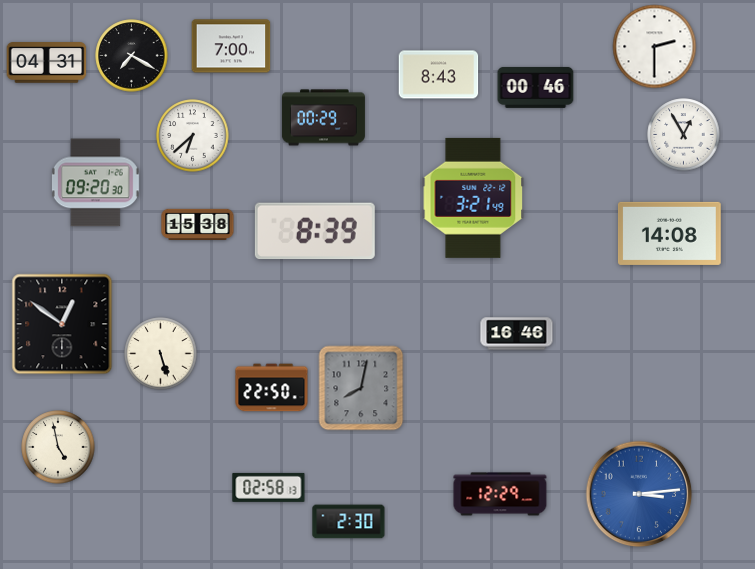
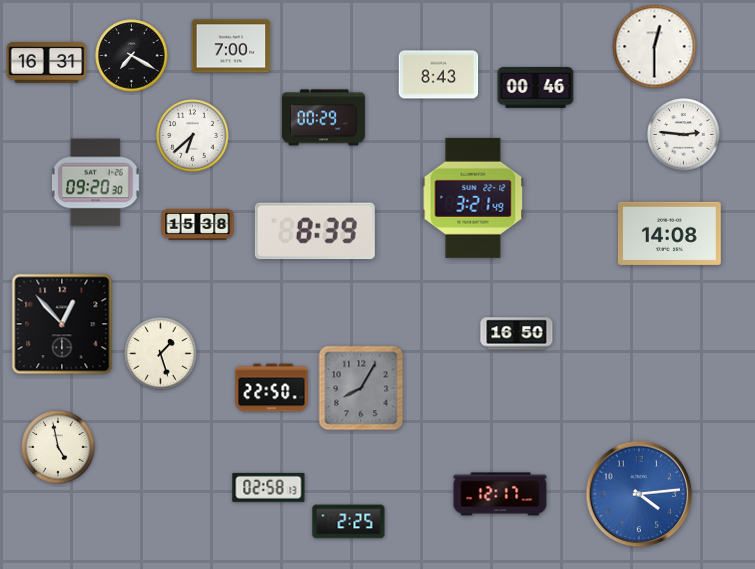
clock at (655, 47): 2:30 -> 12:30
clock at (47, 63): 04:31 -> 16:31
clock at (684, 135): 12:55 -> 2:46
clock at (62, 324): 12:51 -> 12:53
clock at (517, 334): 16:46 -> 16:50
clock at (161, 354): 5:27 -> 1:27
clock at (361, 388): 8:02 -> 8:05
clock at (500, 494): 12:29 -> 12:17
clock at (639, 494): 3:14 -> 4:14
clock at (349, 522): 2:30 -> 2:25
